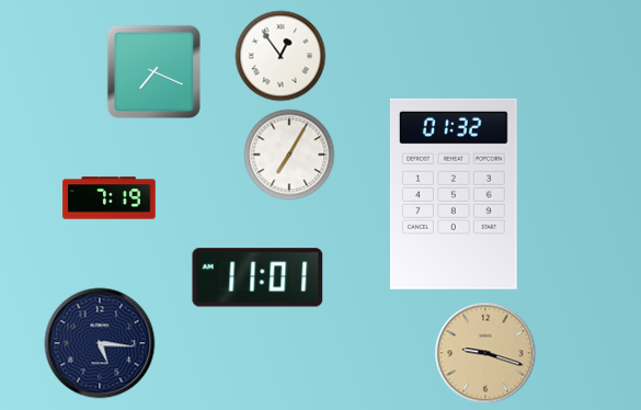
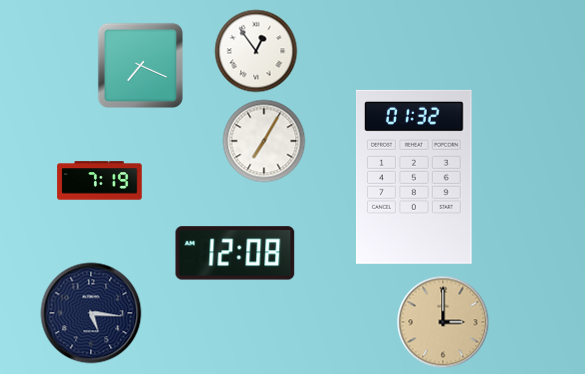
clock at (257, 277): 11:01 -> 12:08
clock at (485, 353): 9:18 -> 3:00
